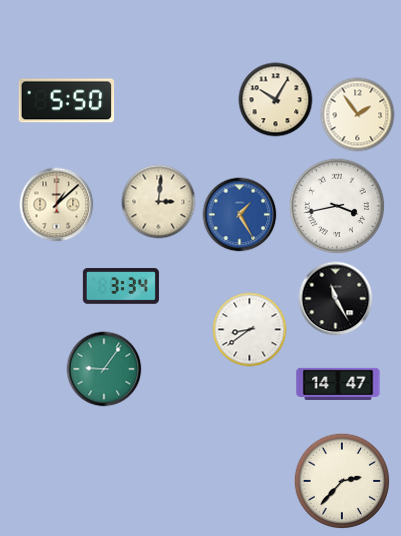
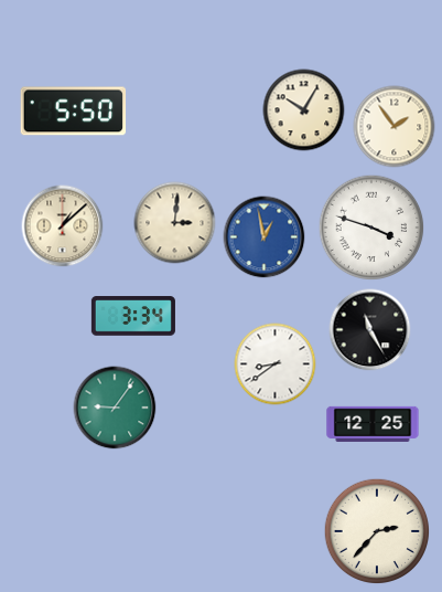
clock at (337, 206): 3:43 -> 3:48
clock at (240, 215): 1:25 -> 12:58
clock at (338, 384): 14:47 -> 12:25
